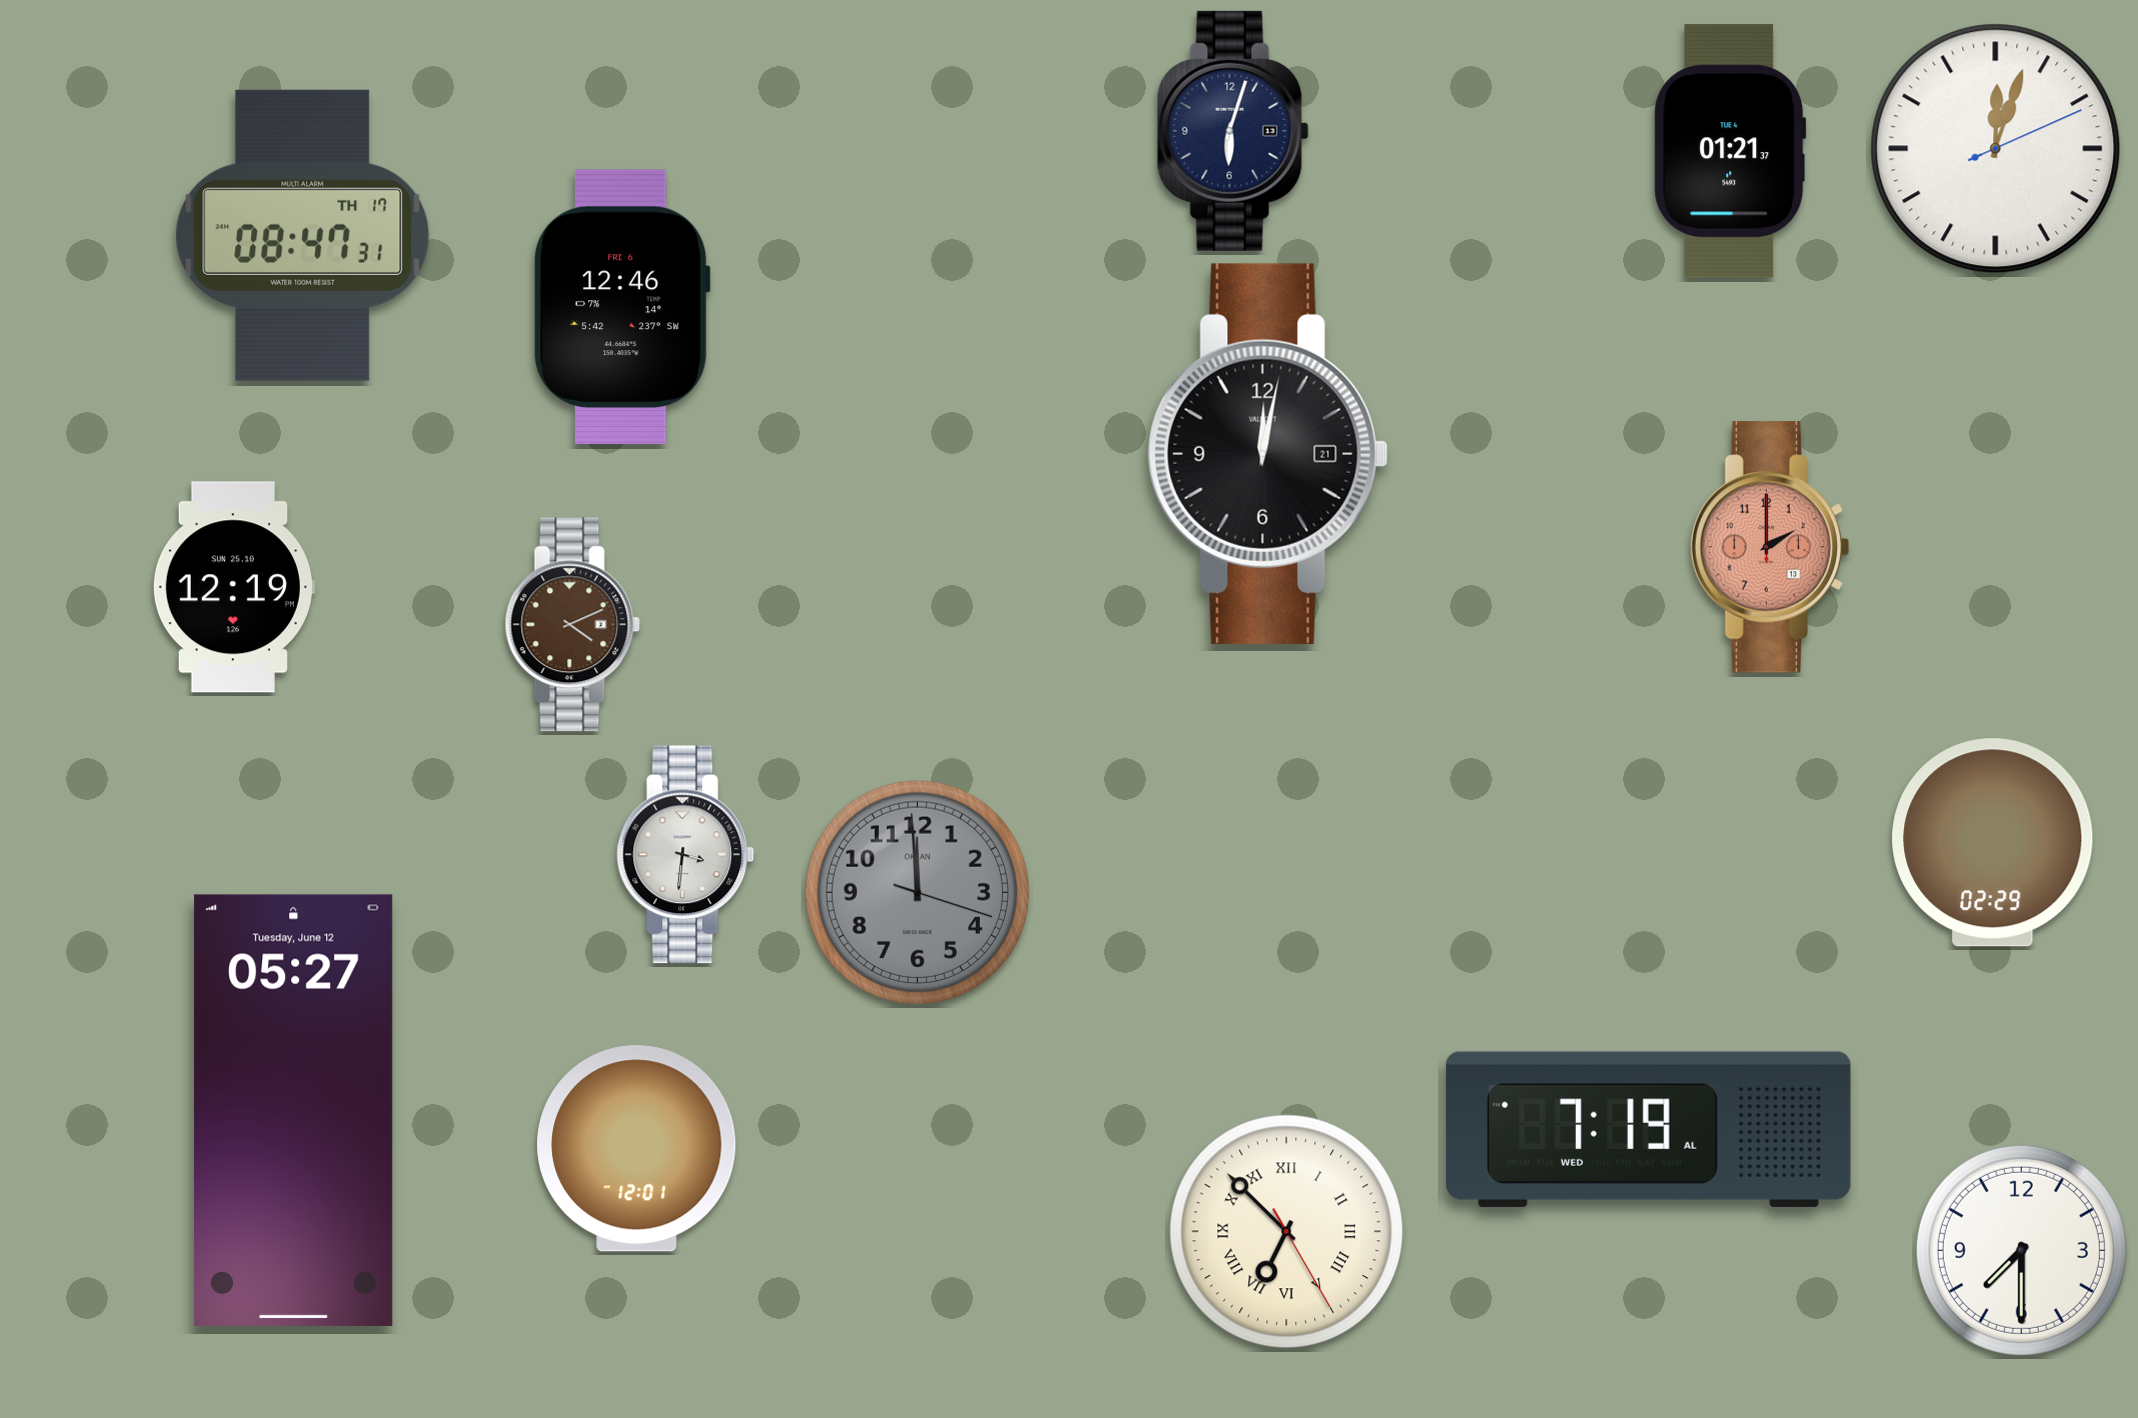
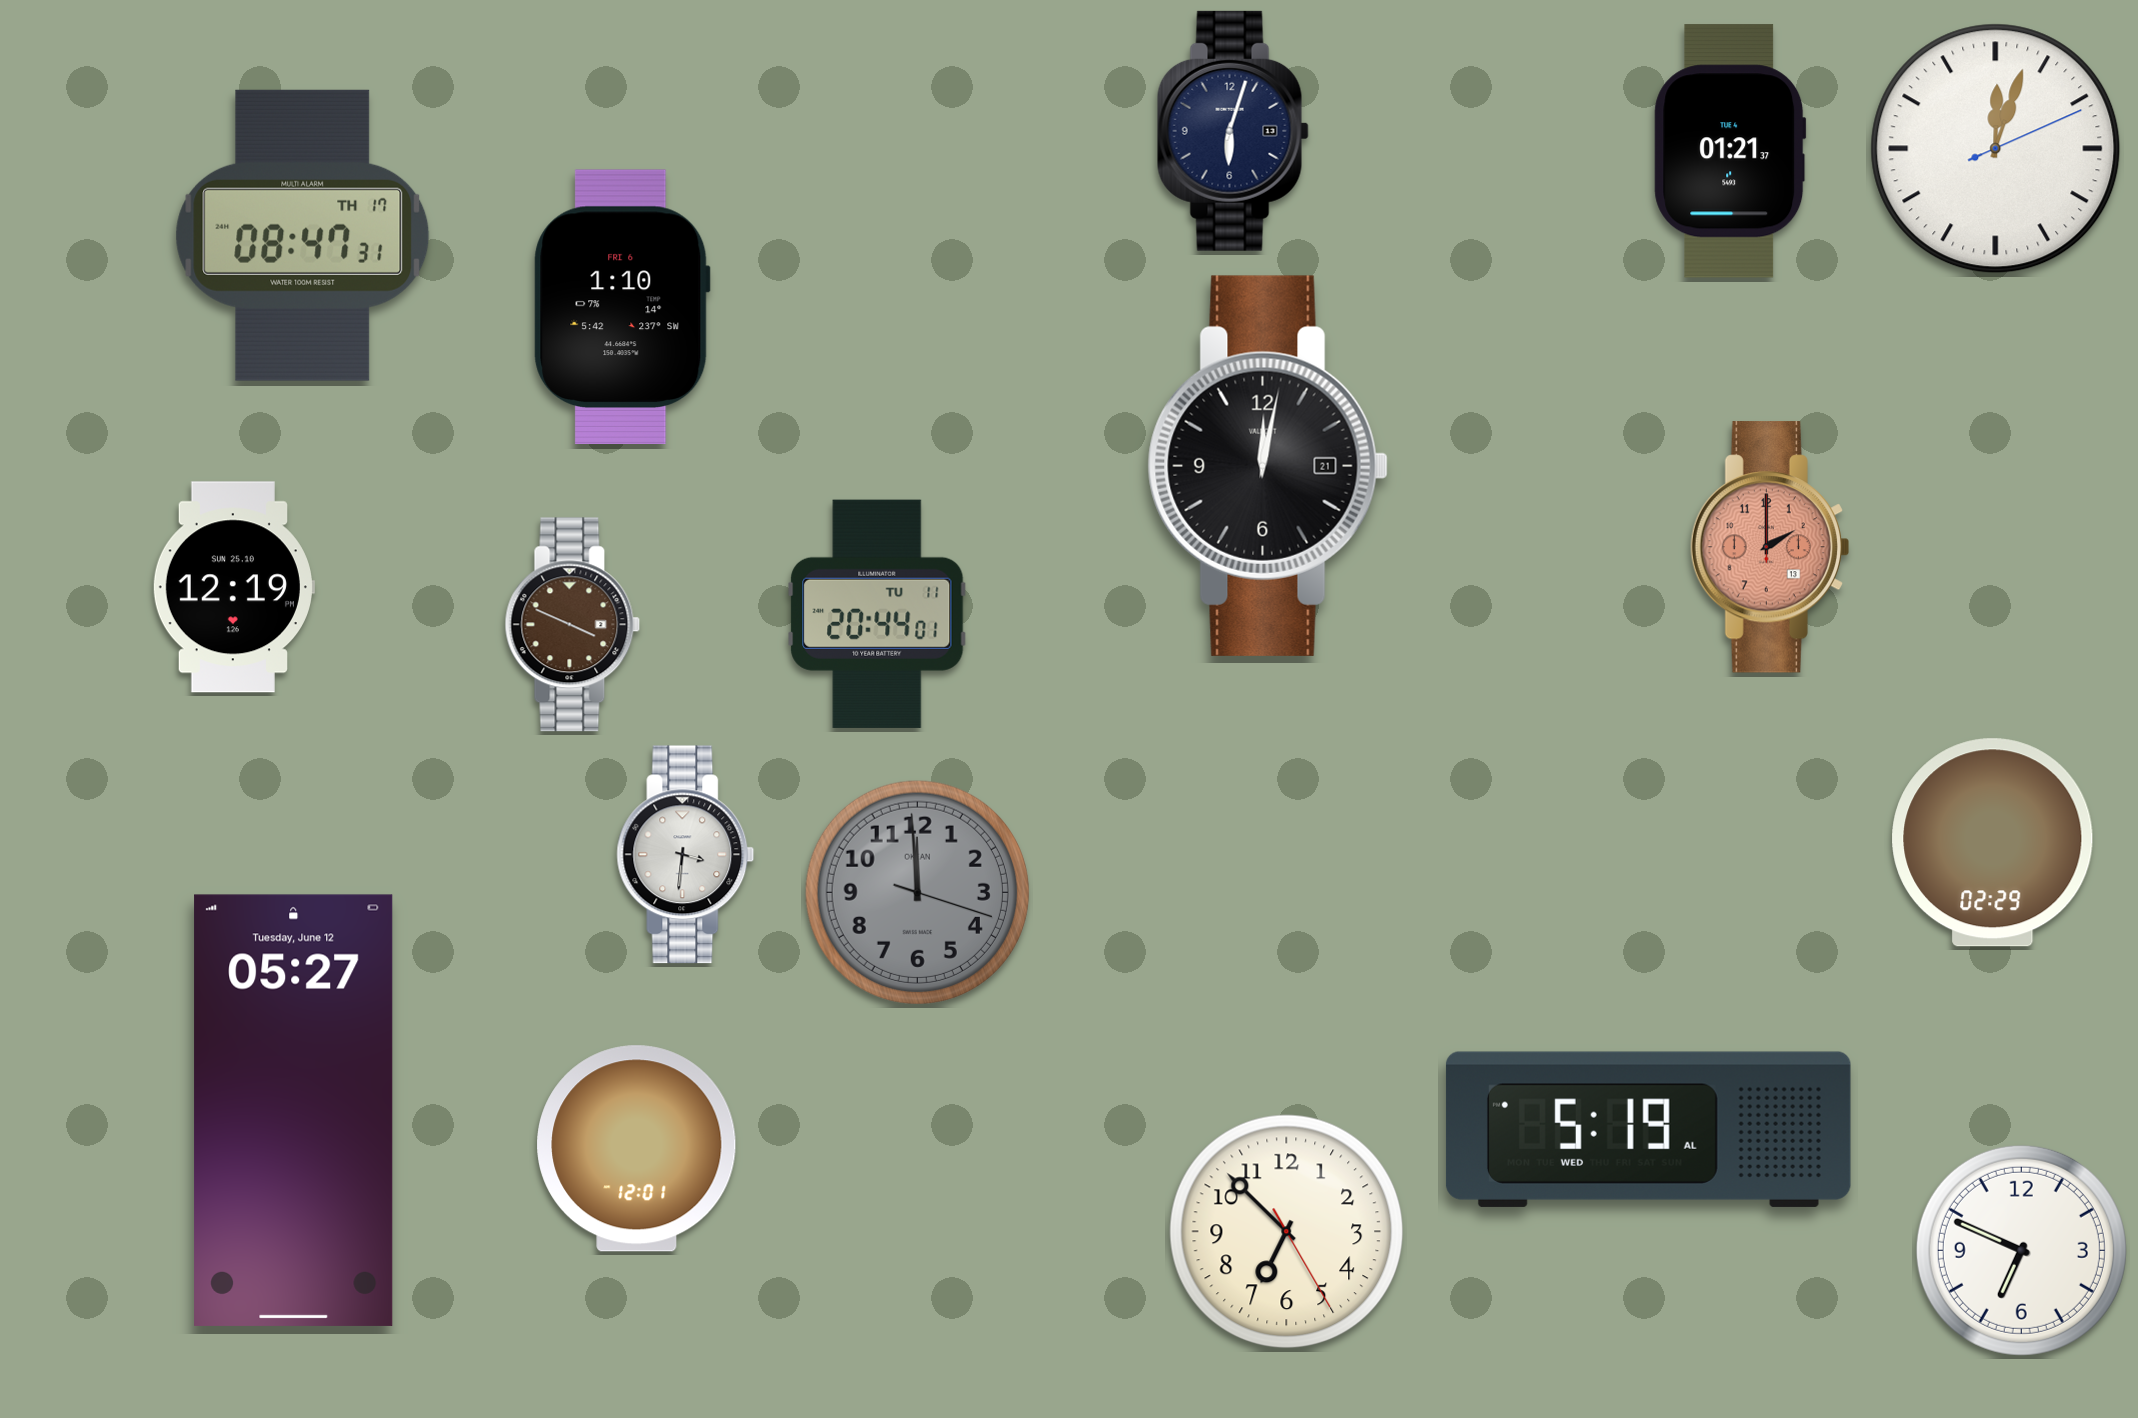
clock at (622, 307): 12:46 -> 1:10
clock at (1268, 454) position: (1268, 454) -> (1268, 466)
clock at (877, 614): none -> 20:44
clock at (573, 625): 4:11 -> 3:49
clock at (1648, 1129): 7:19 -> 5:19
clock at (1287, 1232) numerals: Roman -> Arabic
clock at (2021, 1250): 7:30 -> 6:49
